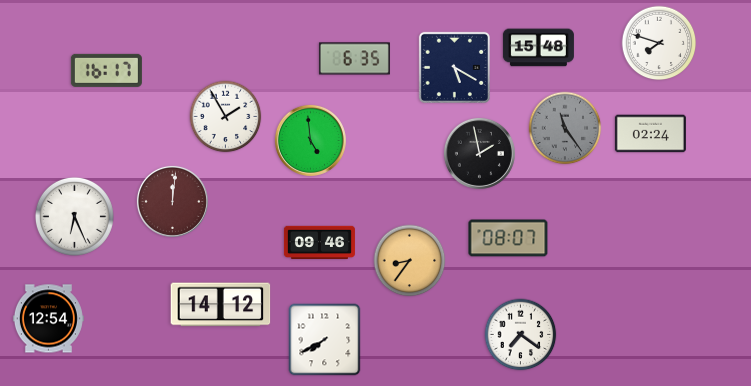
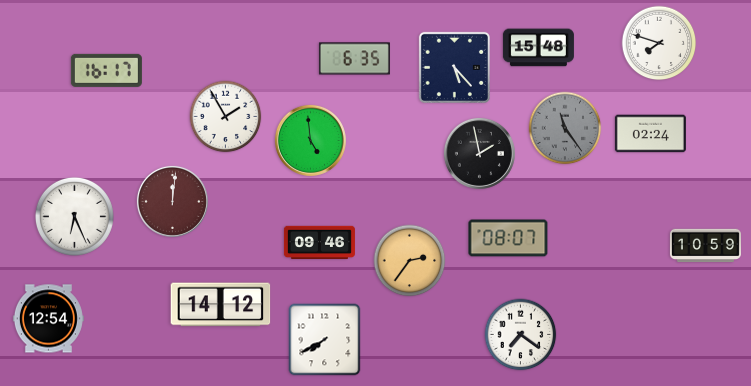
clock at (454, 67): 5:20 -> 5:23
clock at (705, 246): none -> 10:59
clock at (410, 261): 8:36 -> 2:36
